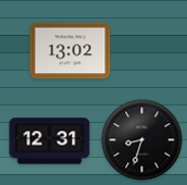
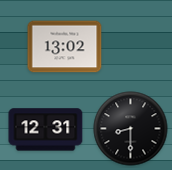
clock at (142, 140): 8:33 -> 8:30
